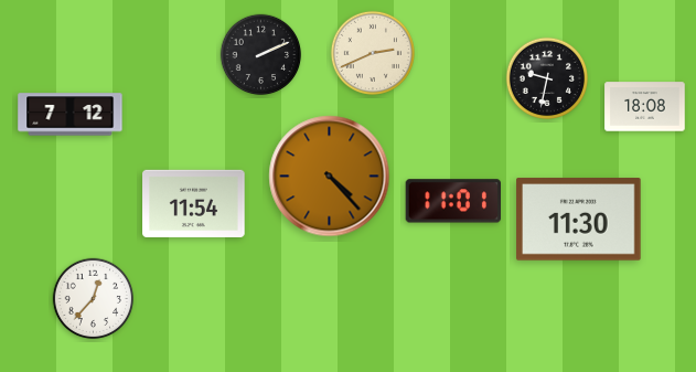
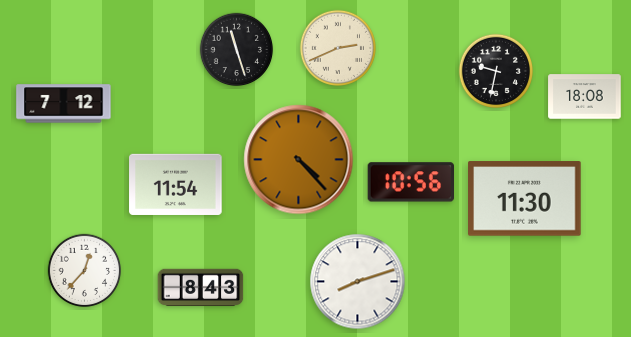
clock at (261, 55): 2:11 -> 11:27
clock at (453, 201): 11:01 -> 10:56
clock at (358, 282): none -> 8:12
clock at (201, 288): none -> 8:43
